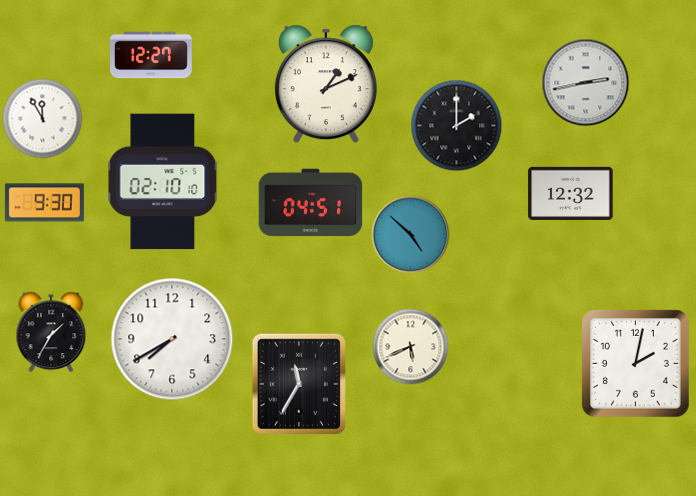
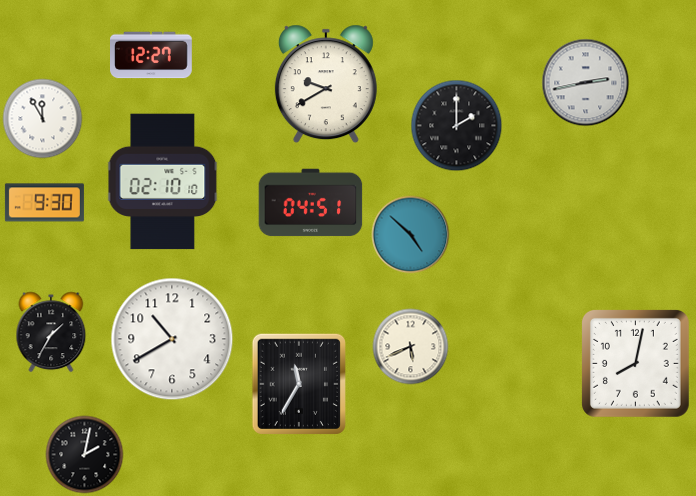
clock at (326, 84): 1:11 -> 9:40
clock at (571, 193): 12:32 -> none
clock at (172, 339): 7:40 -> 10:40
clock at (635, 363): 2:02 -> 8:02
clock at (85, 455): none -> 2:02
